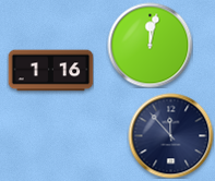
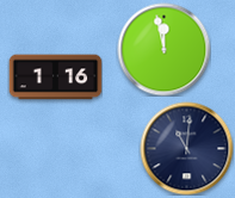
clock at (150, 45): 12:02 -> 11:58
clock at (170, 135): 11:53 -> 11:01
